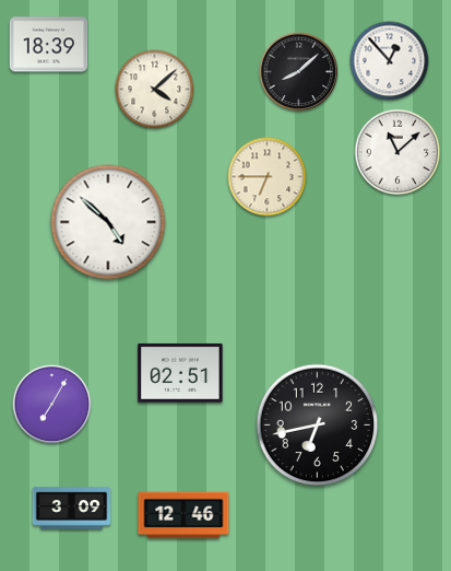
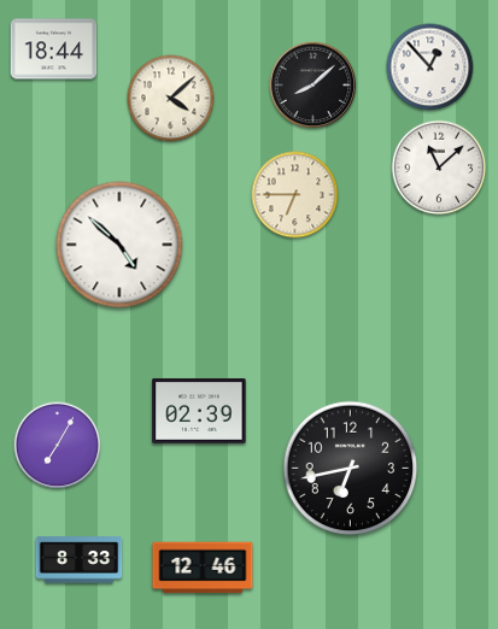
clock at (49, 45): 18:39 -> 18:44
clock at (299, 72) position: (299, 72) -> (314, 86)
clock at (180, 373): 02:51 -> 02:39
clock at (72, 509): 3:09 -> 8:33
